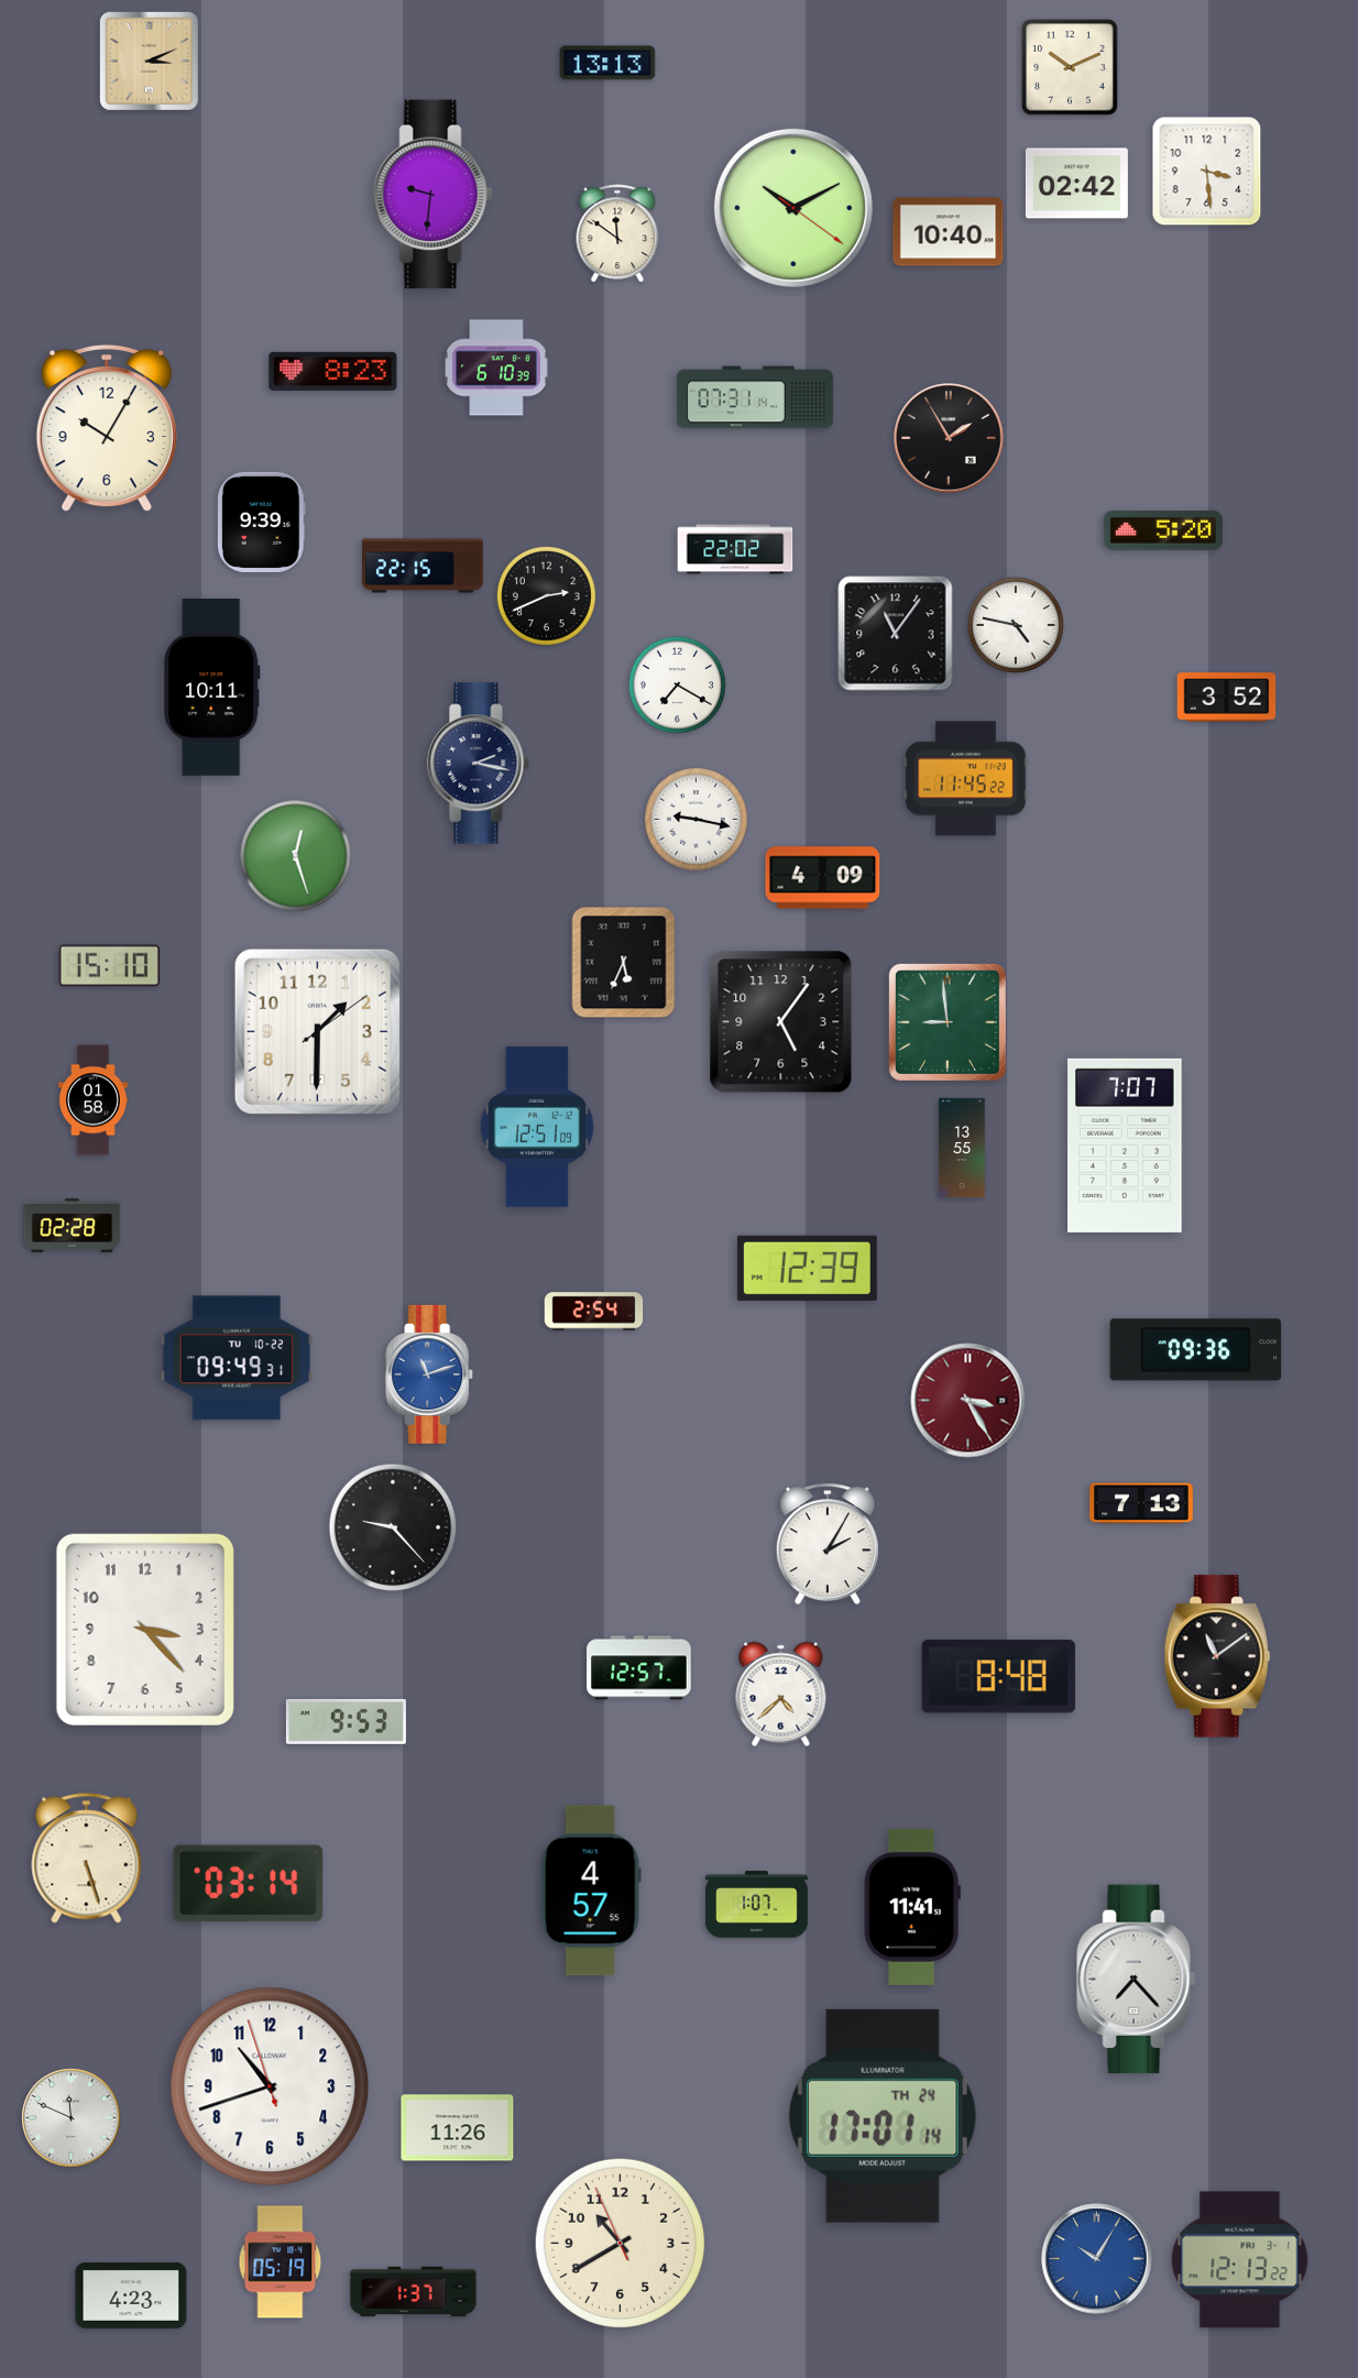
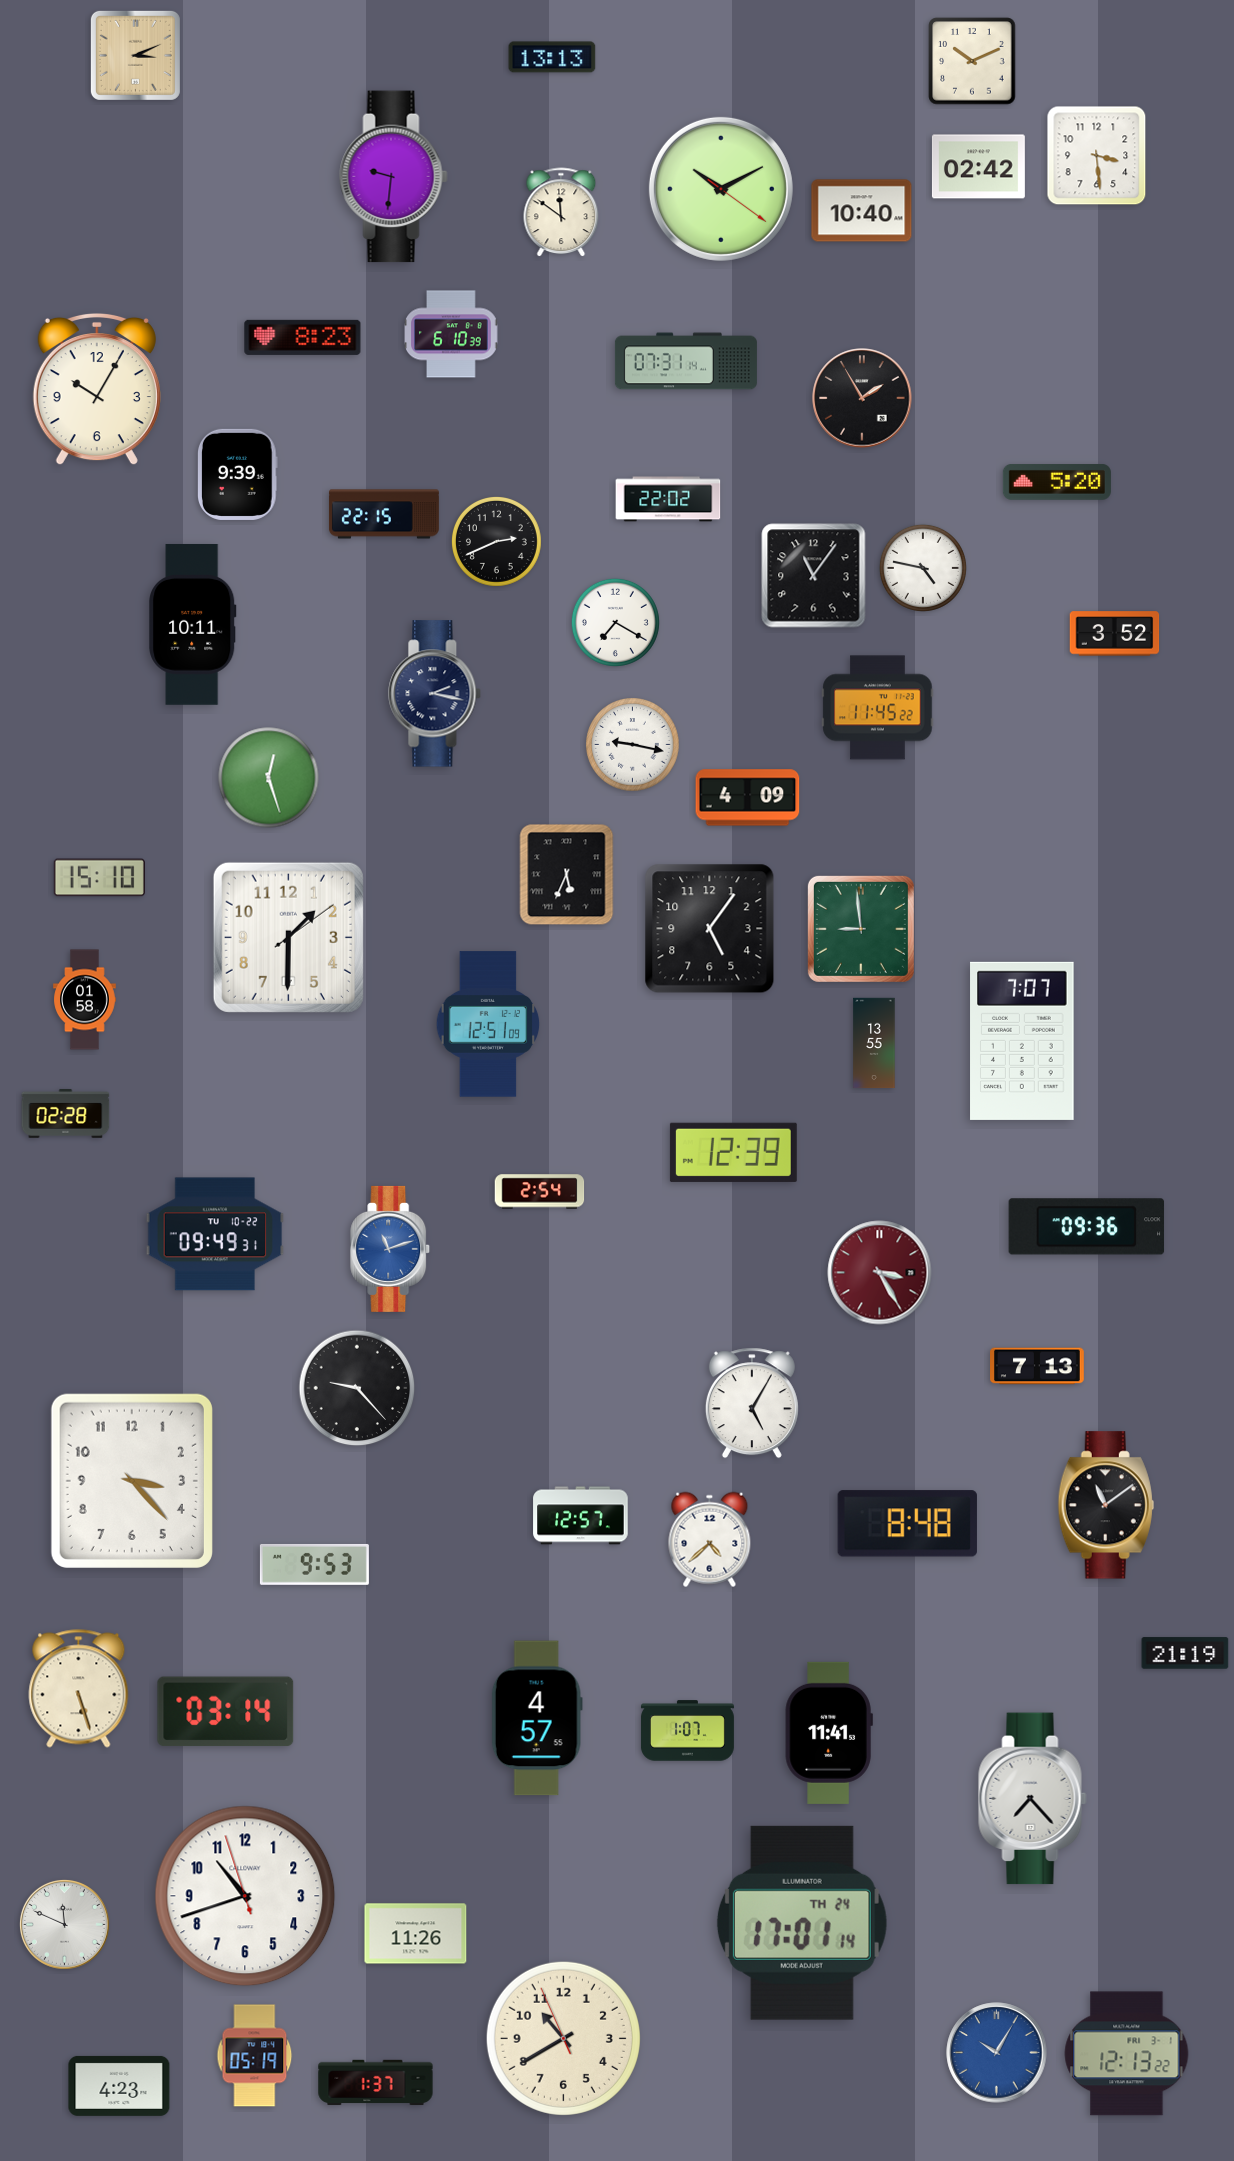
clock at (828, 1544): 2:05 -> 5:05
clock at (1185, 1653): none -> 21:19
